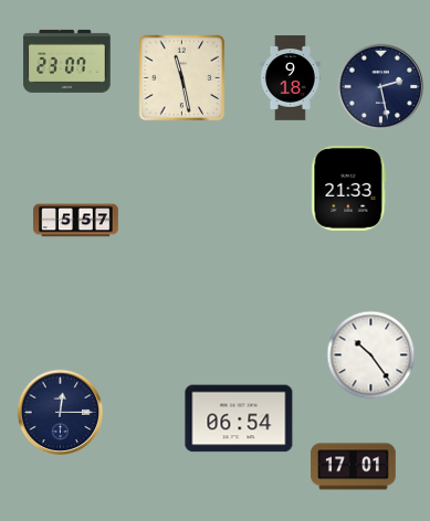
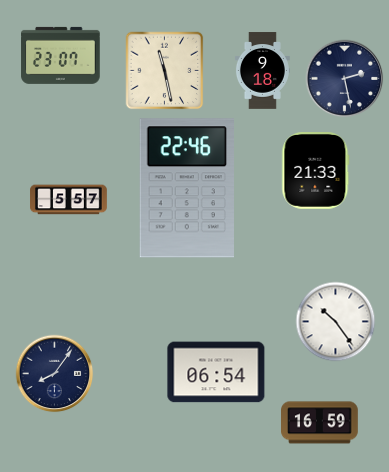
clock at (186, 188): none -> 22:46
clock at (60, 412): 12:15 -> 8:06
clock at (239, 418) position: (239, 418) -> (216, 372)
clock at (354, 467): 17:01 -> 16:59
